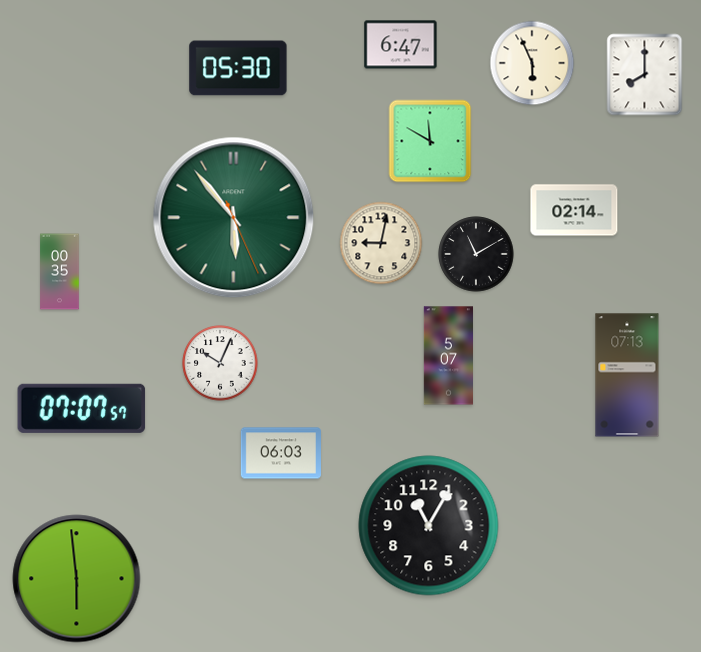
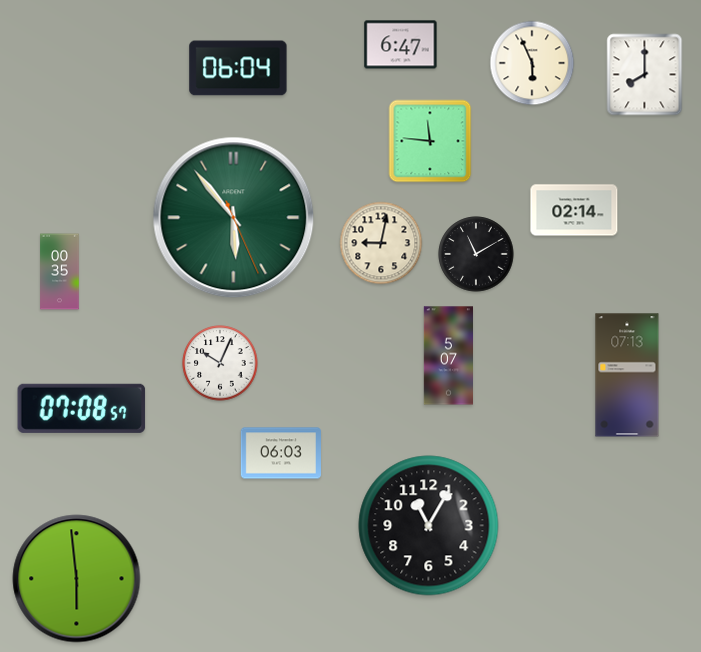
clock at (238, 68): 05:30 -> 06:04
clock at (430, 141): 11:50 -> 11:46
clock at (82, 408): 07:07 -> 07:08
